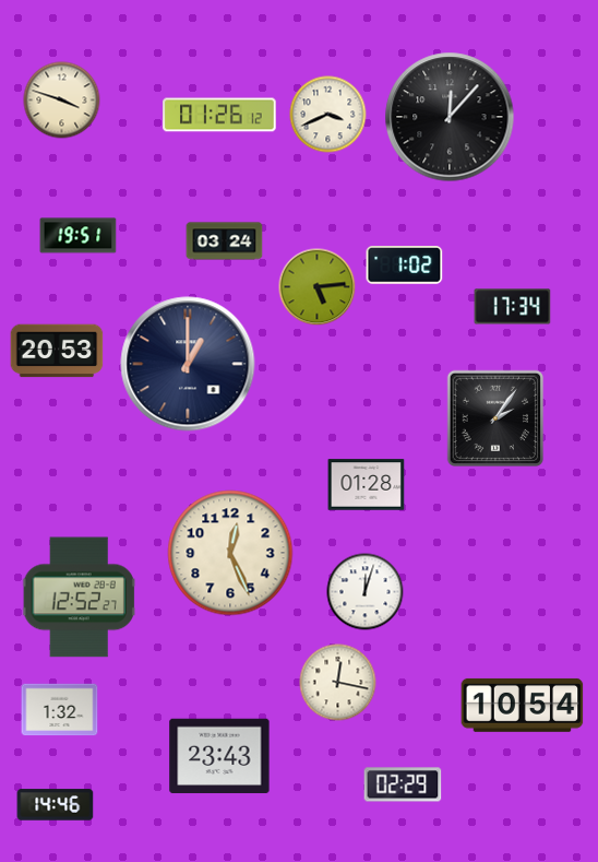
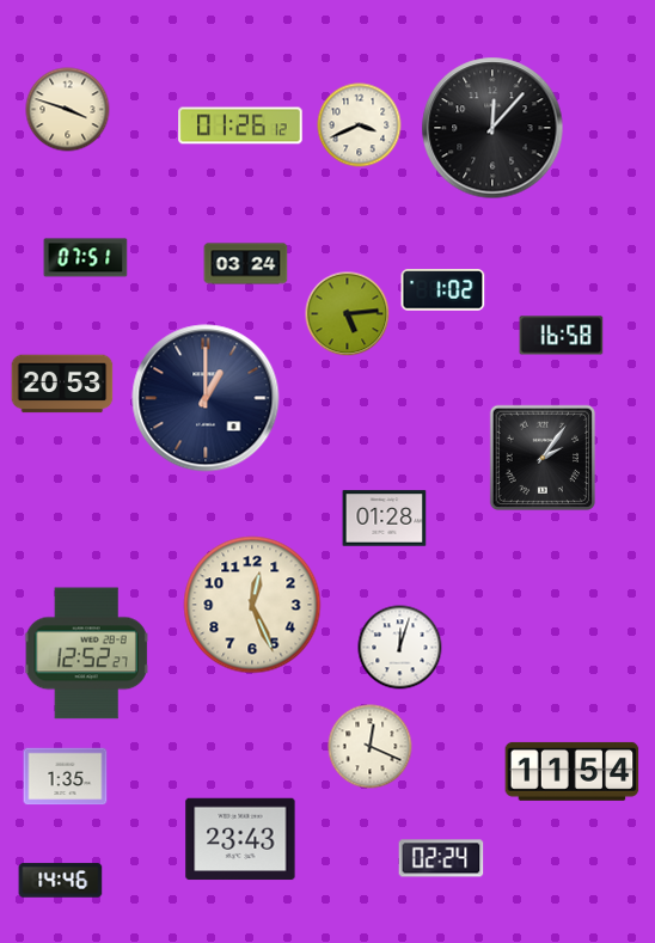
clock at (79, 236): 19:51 -> 07:51
clock at (513, 307): 17:34 -> 16:58
clock at (367, 485) position: (367, 485) -> (385, 519)
clock at (338, 683): 12:17 -> 12:19
clock at (523, 705): 10:54 -> 11:54
clock at (60, 710): 1:32 -> 1:35
clock at (219, 756) position: (219, 756) -> (240, 839)
clock at (403, 784): 02:29 -> 02:24
